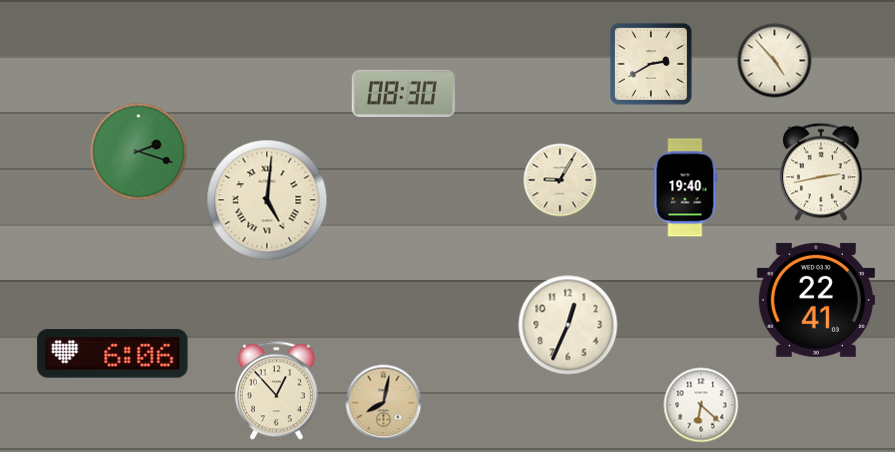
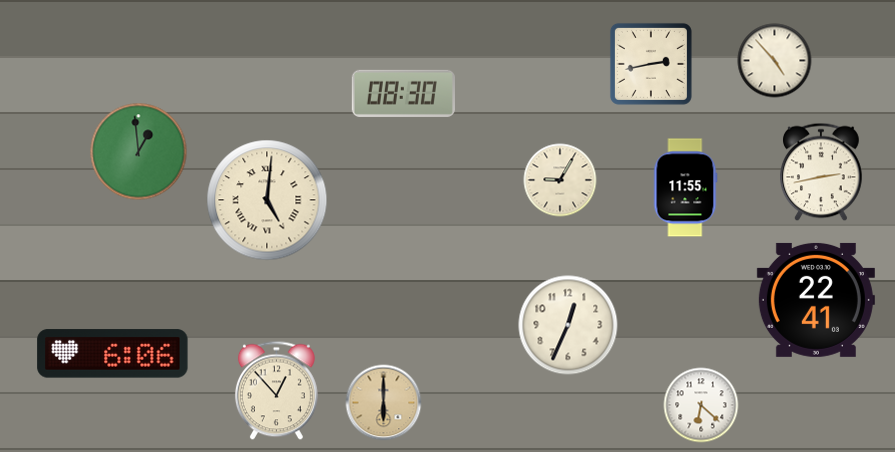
clock at (651, 64): 2:40 -> 2:43
clock at (139, 152): 2:18 -> 12:59
clock at (685, 188): 19:40 -> 11:55
clock at (384, 403): 8:02 -> 6:00
